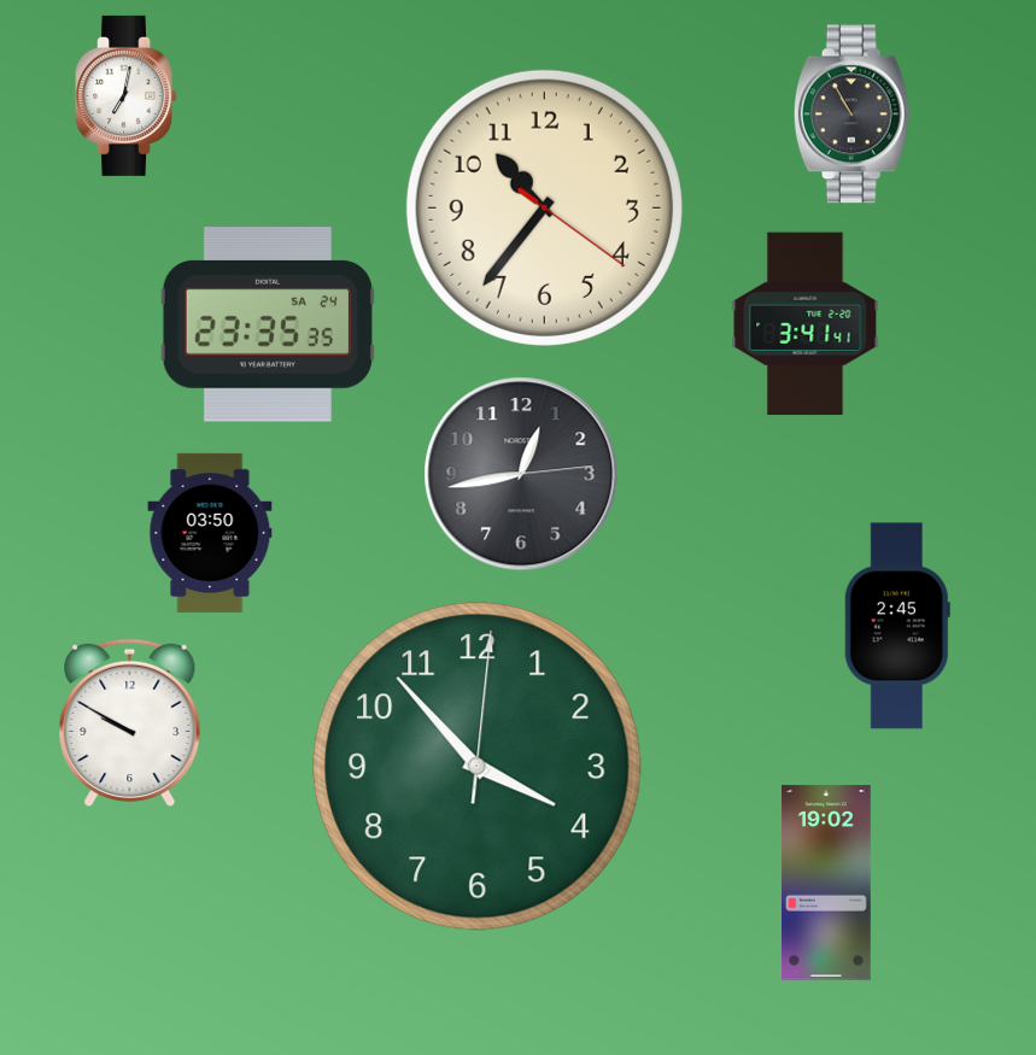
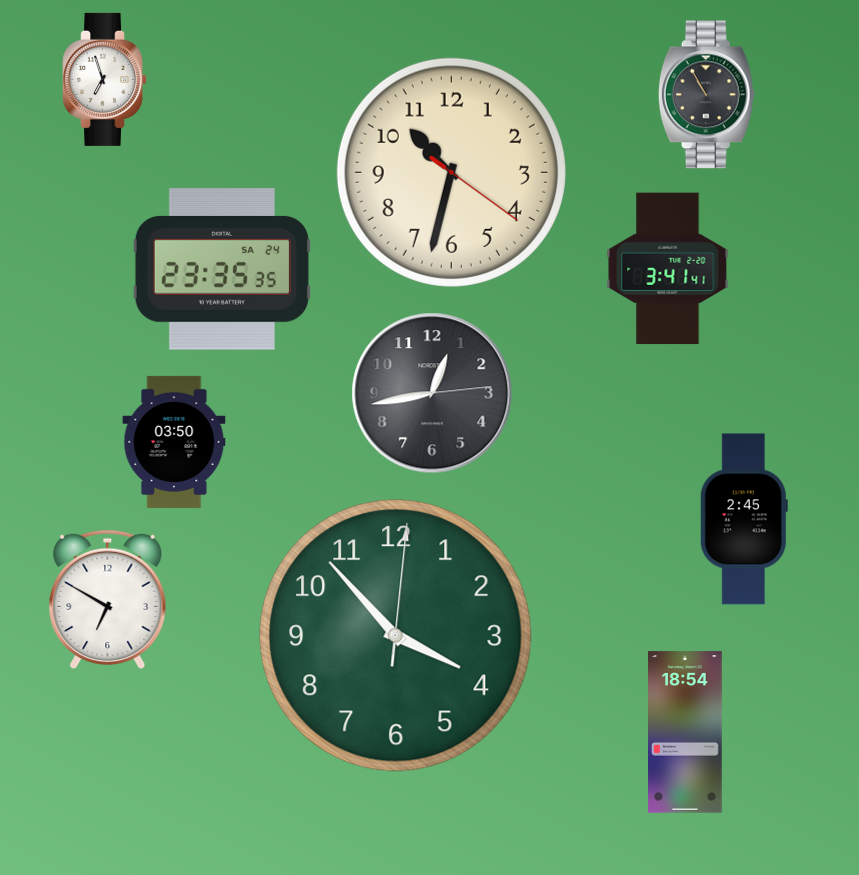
clock at (127, 95): 7:02 -> 6:57
clock at (544, 207): 10:36 -> 10:32
clock at (130, 723): 9:50 -> 6:50
clock at (827, 883): 19:02 -> 18:54
